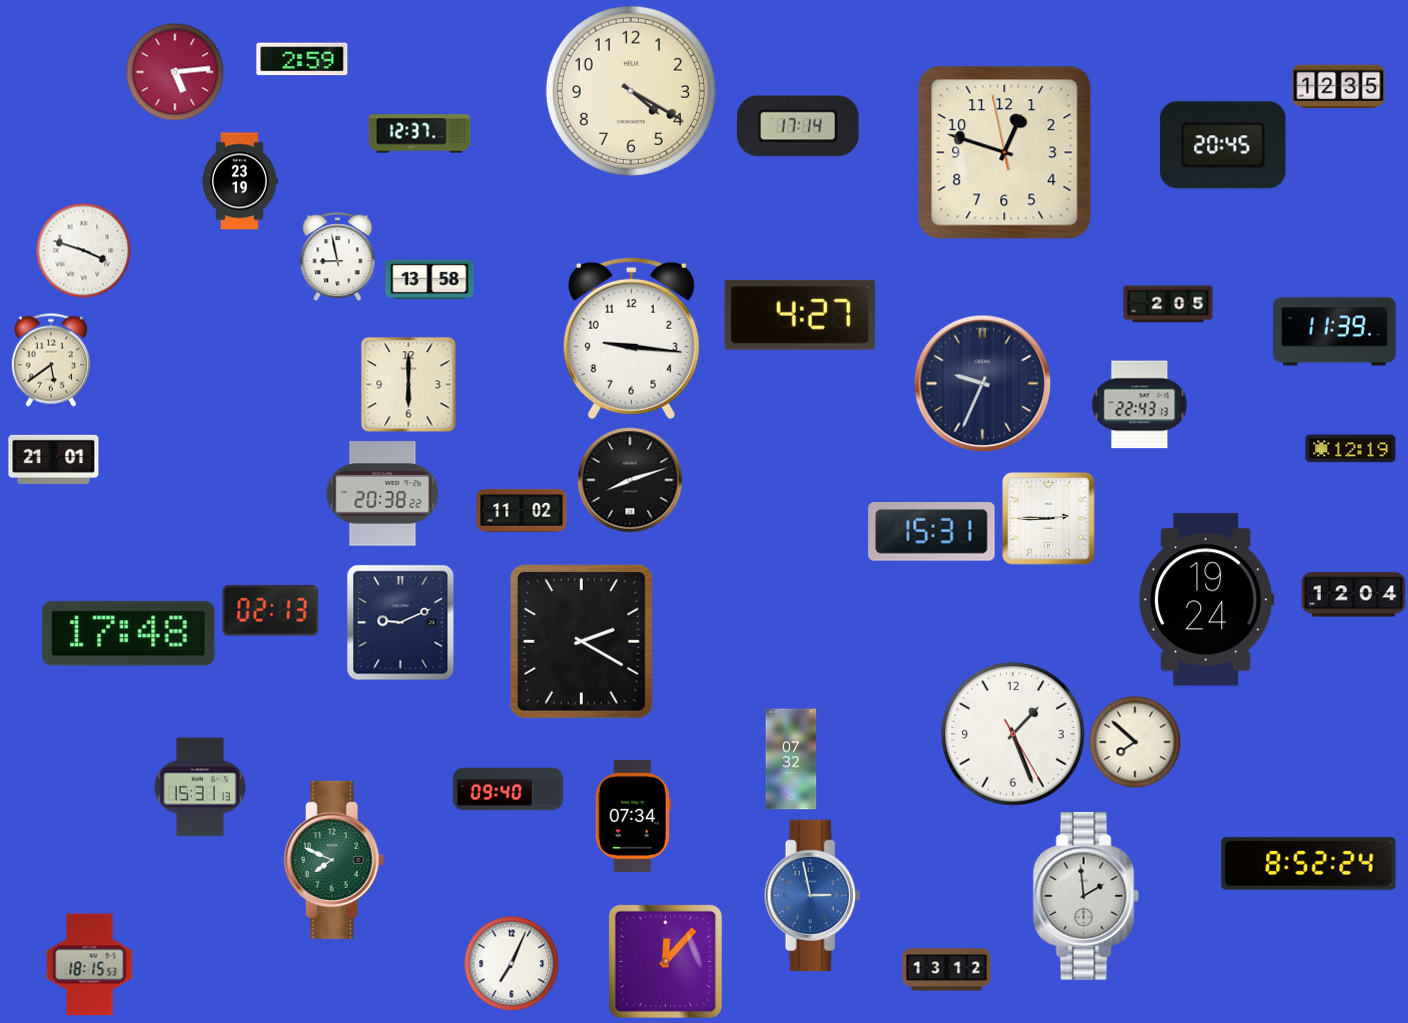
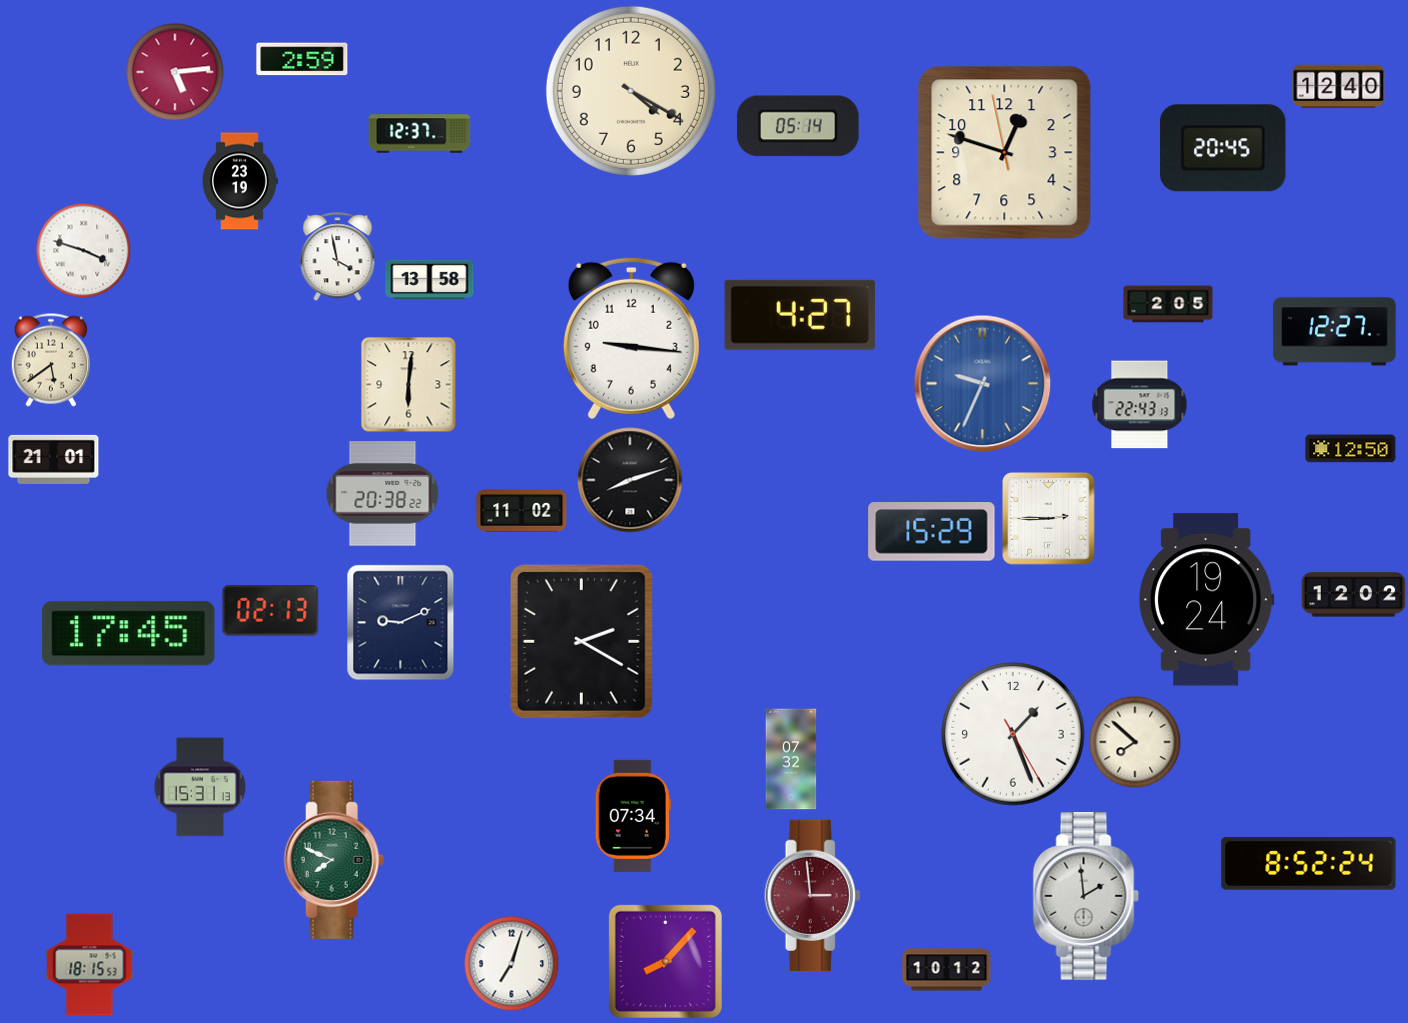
clock at (1339, 87): 12:35 -> 12:40
clock at (799, 126): 17:14 -> 05:14
clock at (1223, 145) position: (1223, 145) -> (1223, 148)
clock at (338, 257): 8:58 -> 3:58
clock at (1335, 332): 11:39 -> 12:27
clock at (983, 384) dial: navy -> blue
clock at (409, 385): 6:00 -> 6:01
clock at (1351, 449): 12:19 -> 12:50
clock at (932, 532): 15:31 -> 15:29
clock at (1354, 595): 12:04 -> 12:02
clock at (129, 634): 17:48 -> 17:45
clock at (507, 789): 09:40 -> none
clock at (813, 896): 2:58 -> 2:59
clock at (813, 896) dial: blue -> burgundy
clock at (665, 961): 12:07 -> 8:07
clock at (511, 963): 7:04 -> 7:03
clock at (947, 970): 13:12 -> 10:12
